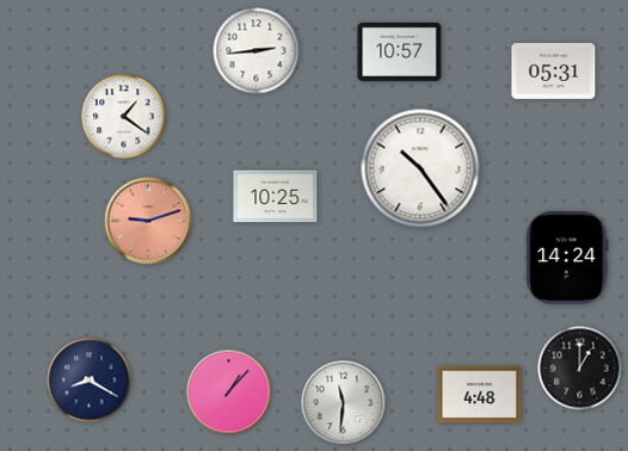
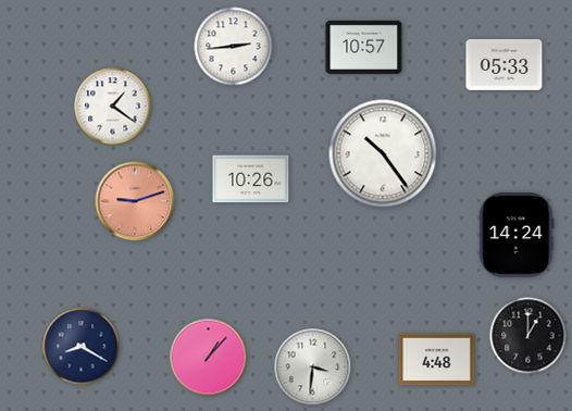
clock at (554, 72): 05:31 -> 05:33
clock at (276, 197): 10:25 -> 10:26
clock at (344, 403): 11:31 -> 3:31
